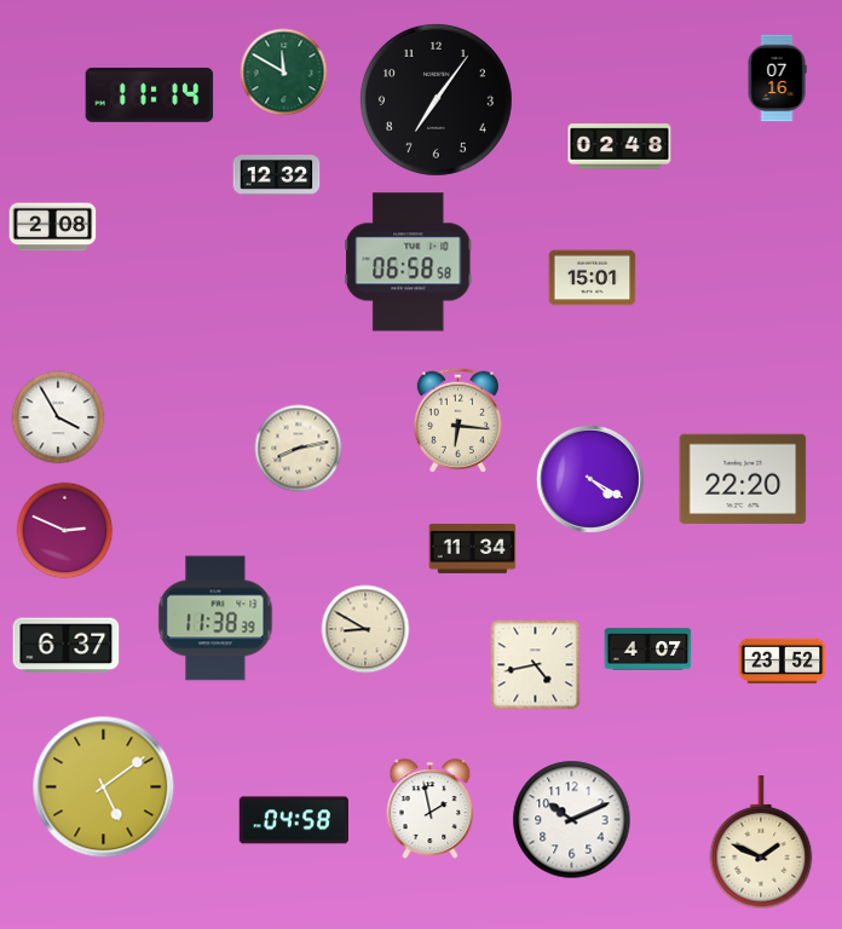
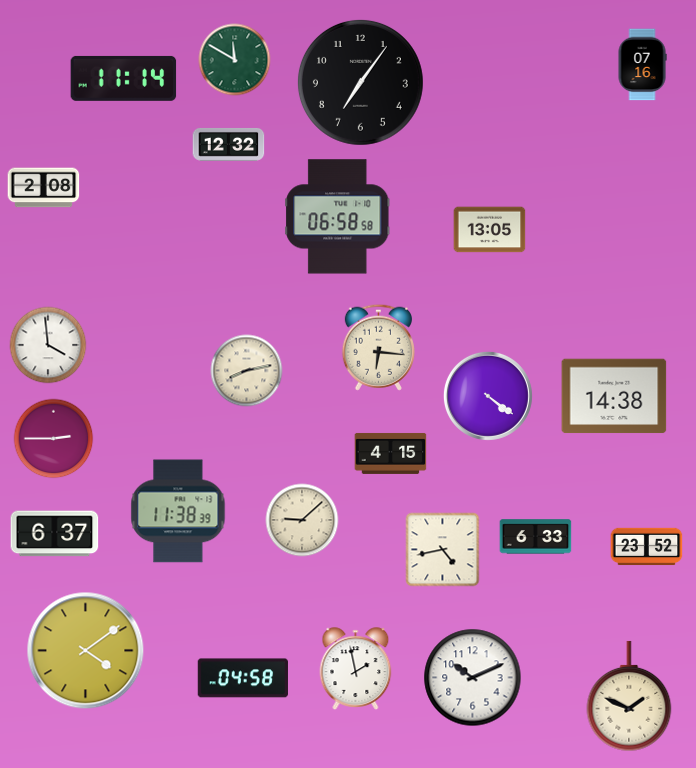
clock at (619, 146): 02:48 -> none
clock at (593, 278): 15:01 -> 13:05
clock at (58, 417): 3:55 -> 3:59
clock at (590, 479): 4:20 -> 4:21
clock at (743, 479): 22:20 -> 14:38
clock at (65, 531): 2:49 -> 2:45
clock at (473, 548): 11:34 -> 4:15
clock at (365, 629): 8:50 -> 9:08
clock at (648, 650): 4:07 -> 6:33
clock at (104, 787): 5:09 -> 4:09
